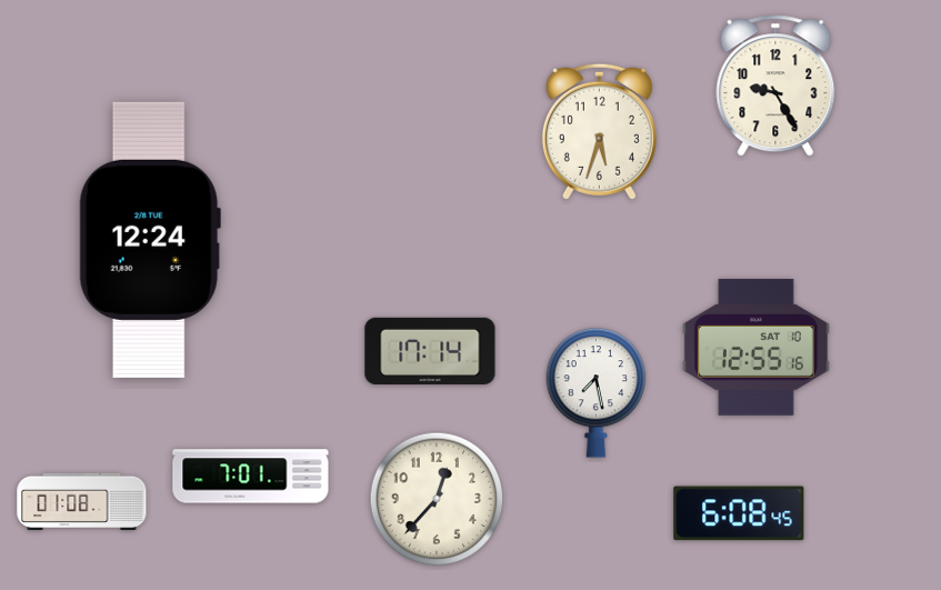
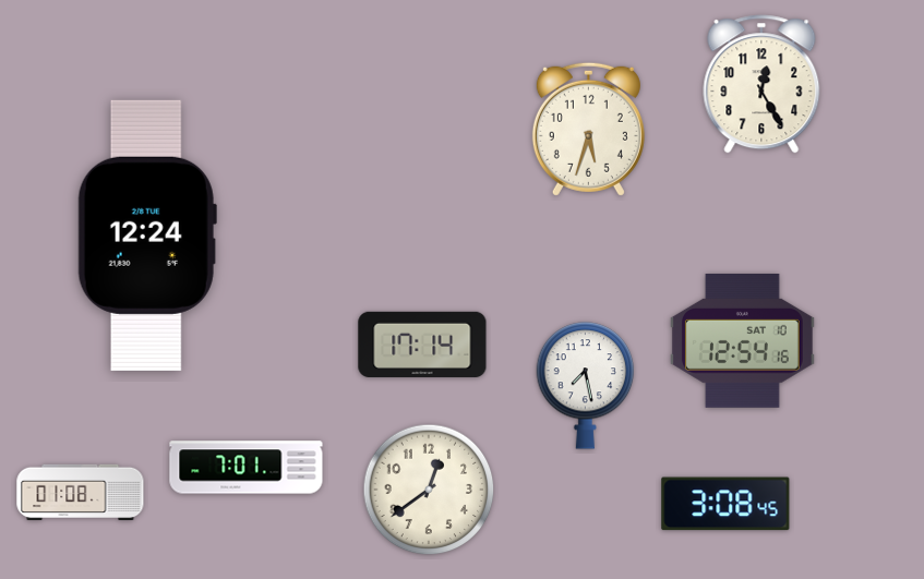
clock at (775, 86): 9:25 -> 12:25
clock at (755, 347): 12:55 -> 12:54
clock at (437, 499): 12:37 -> 12:39
clock at (739, 513): 6:08 -> 3:08
